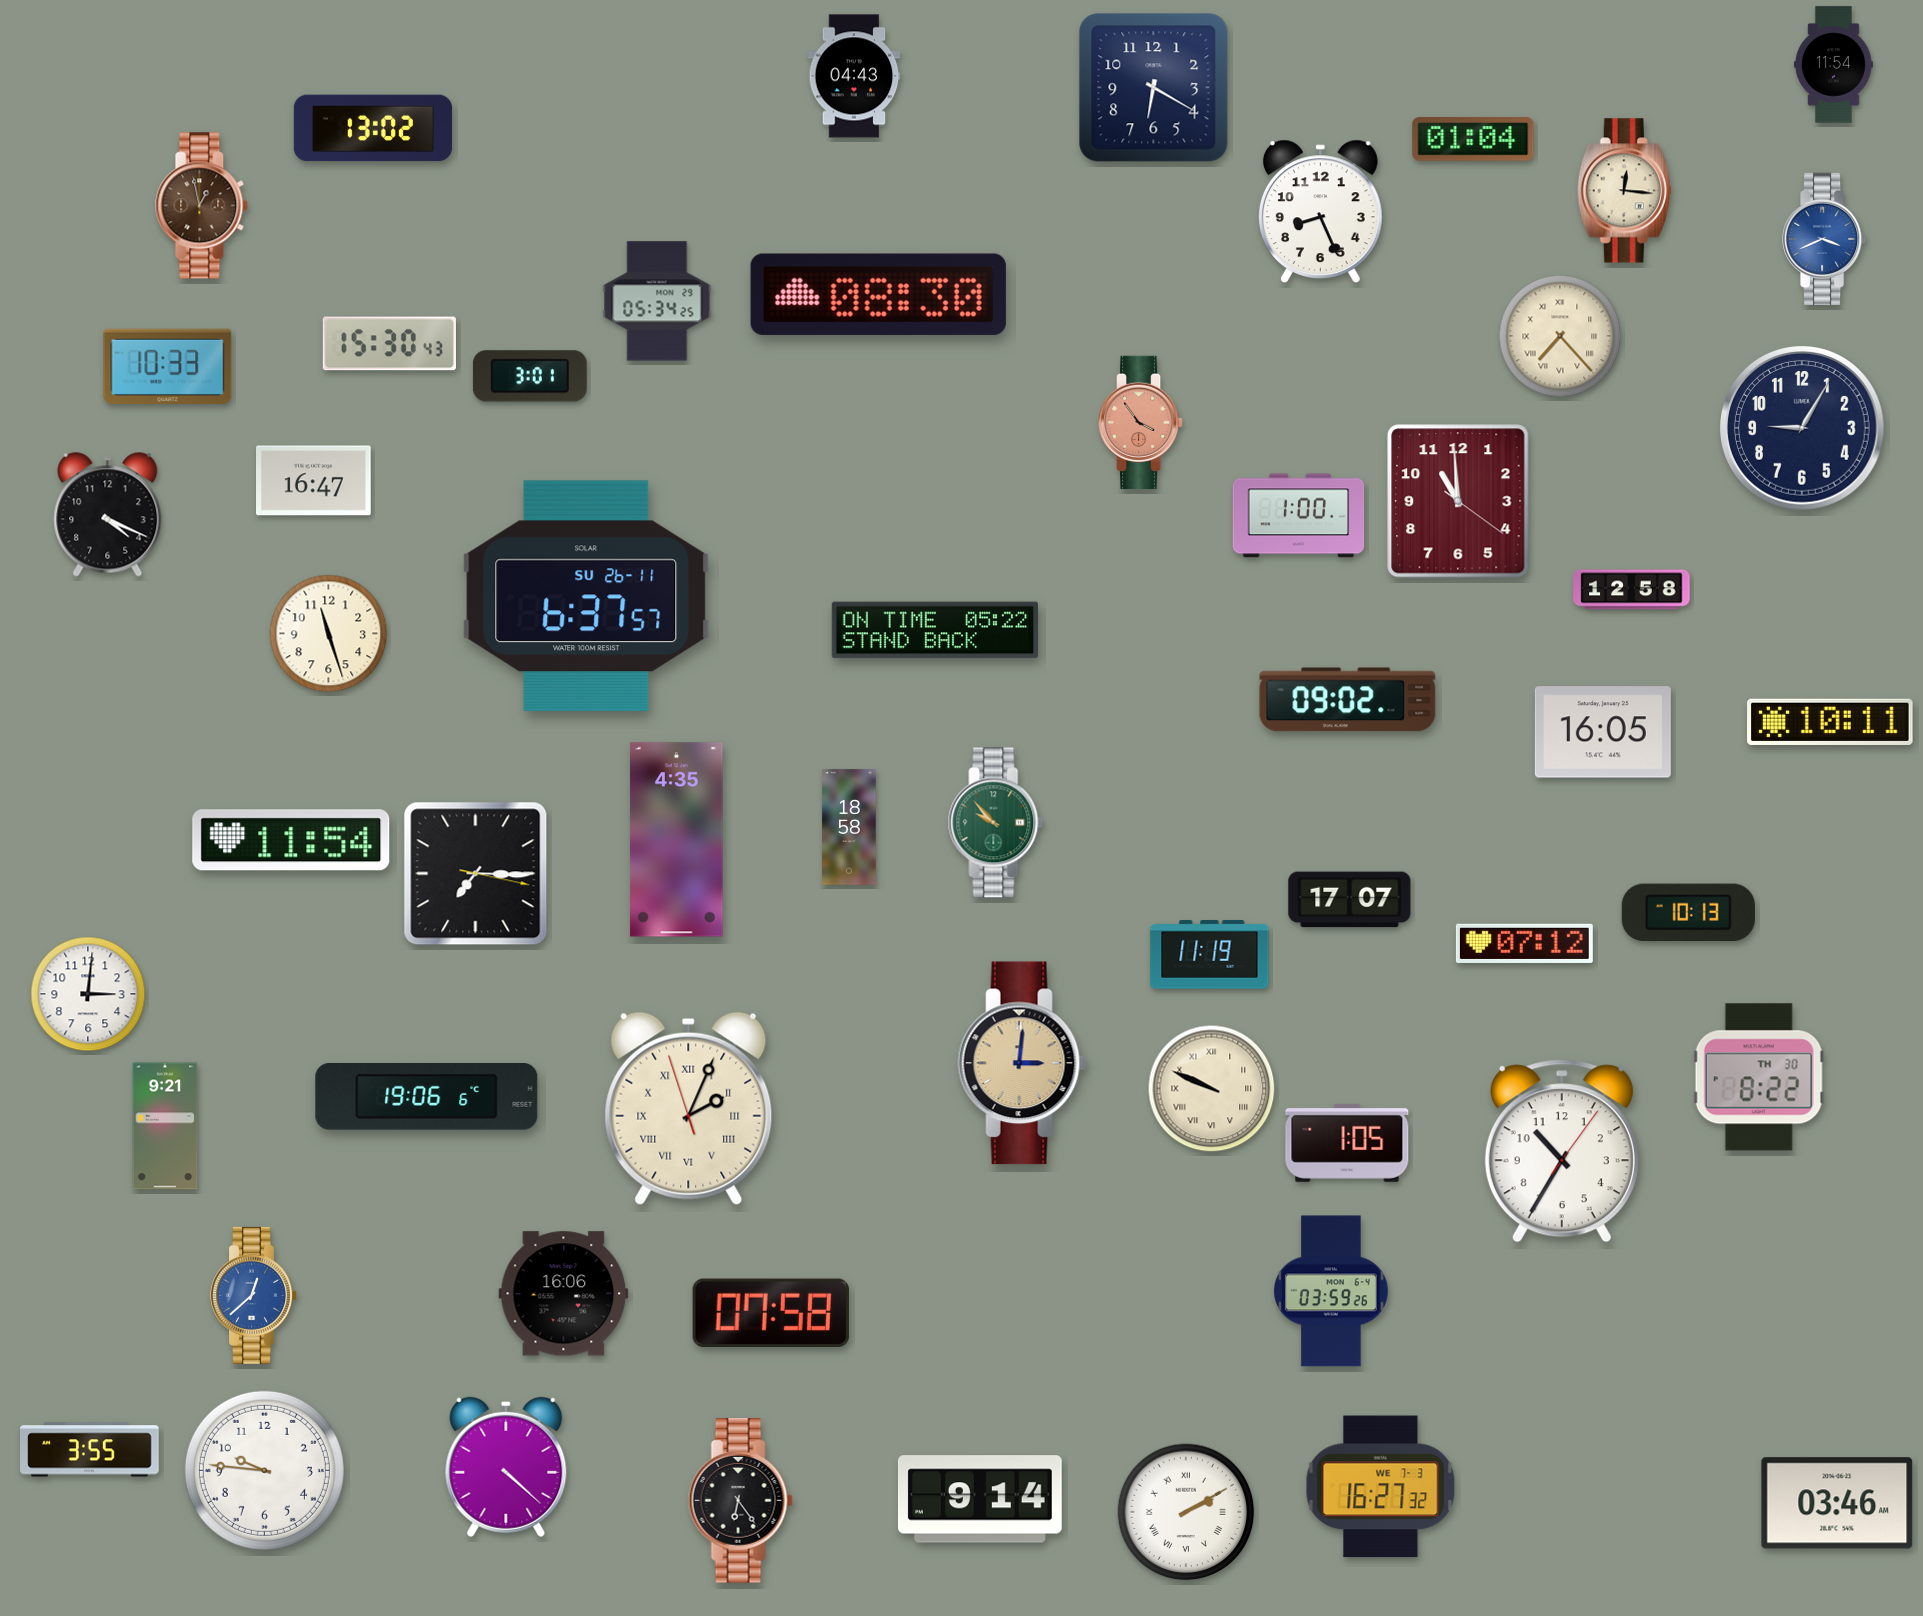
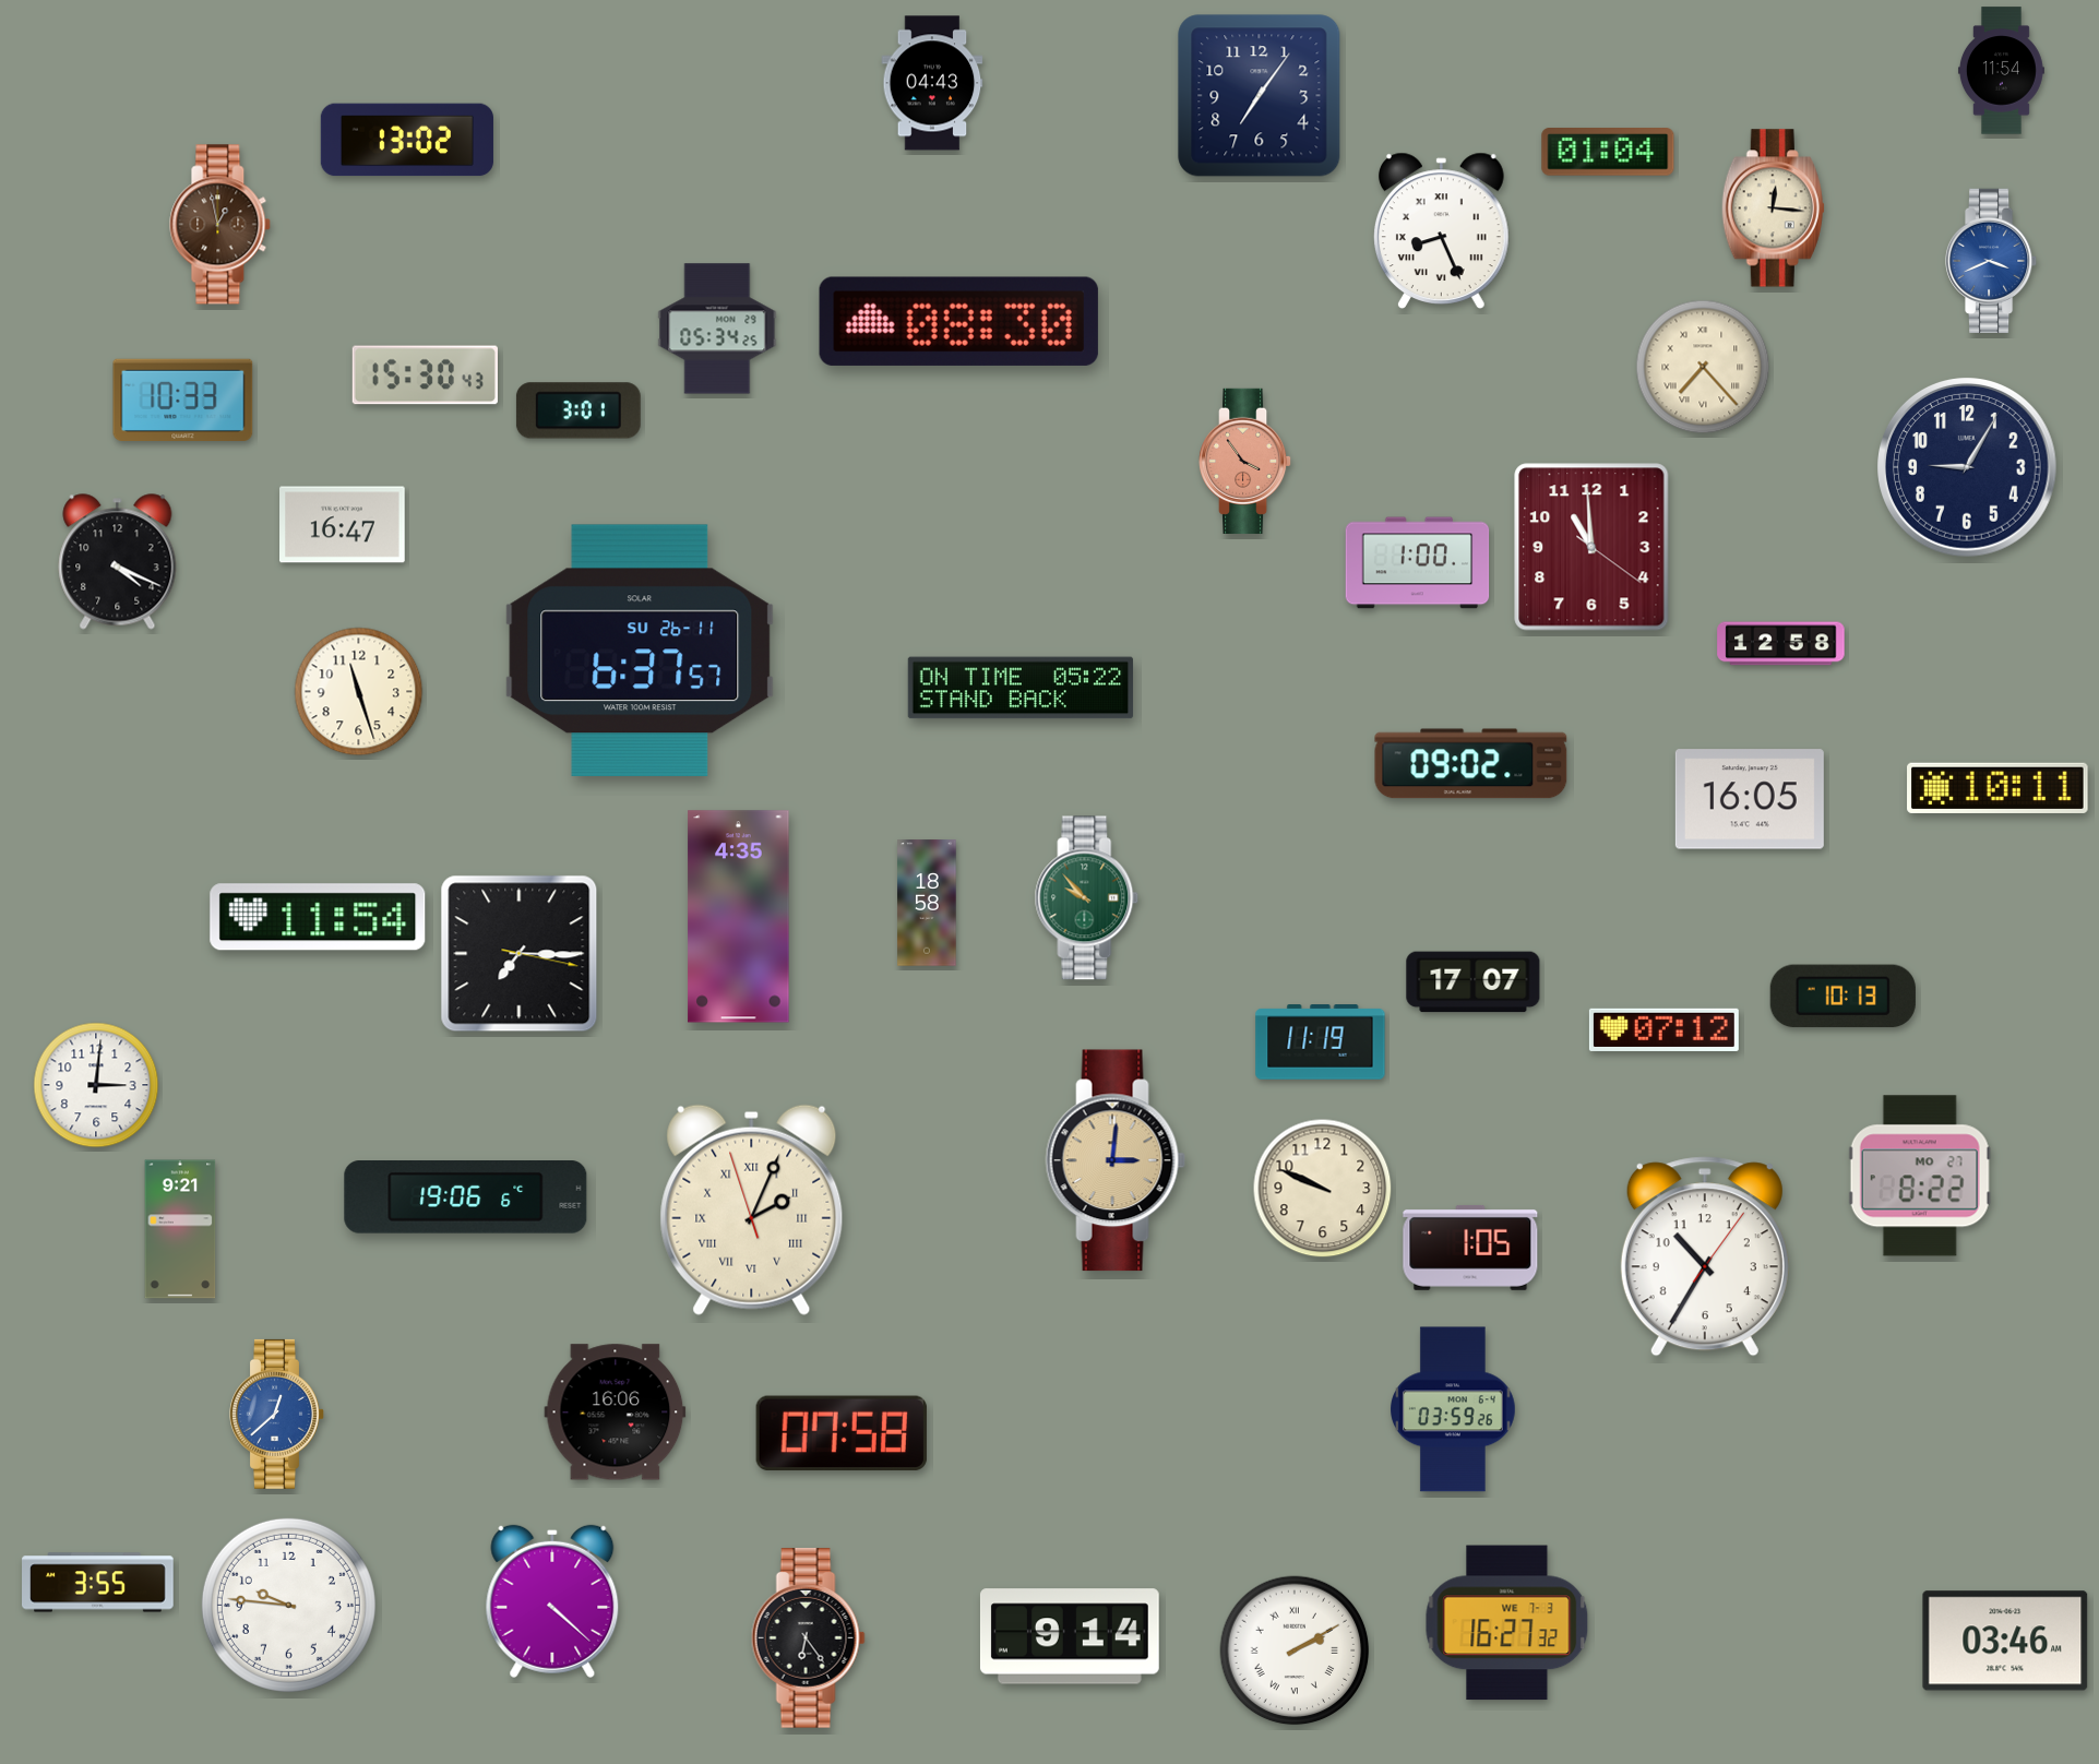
clock at (1154, 88): 6:20 -> 7:06
clock at (1320, 211) numerals: Arabic -> Roman
clock at (1759, 1077) date: TH 30 -> MO 27
clock at (1212, 1089) numerals: Roman -> Arabic
